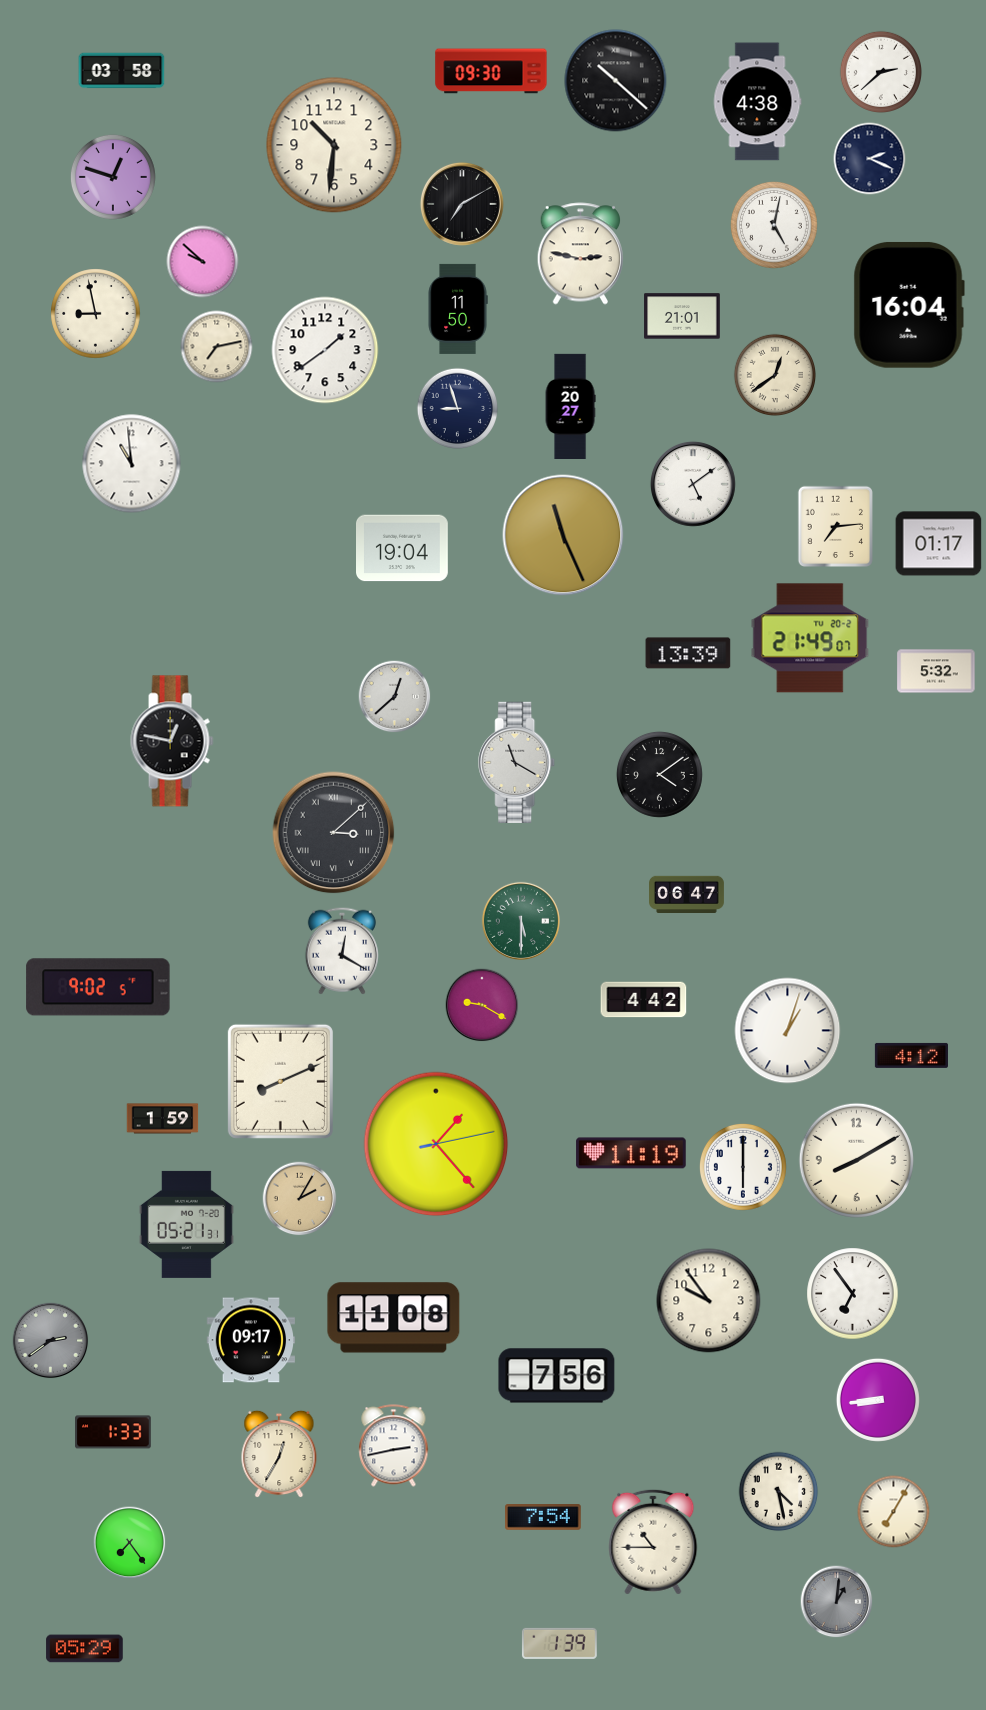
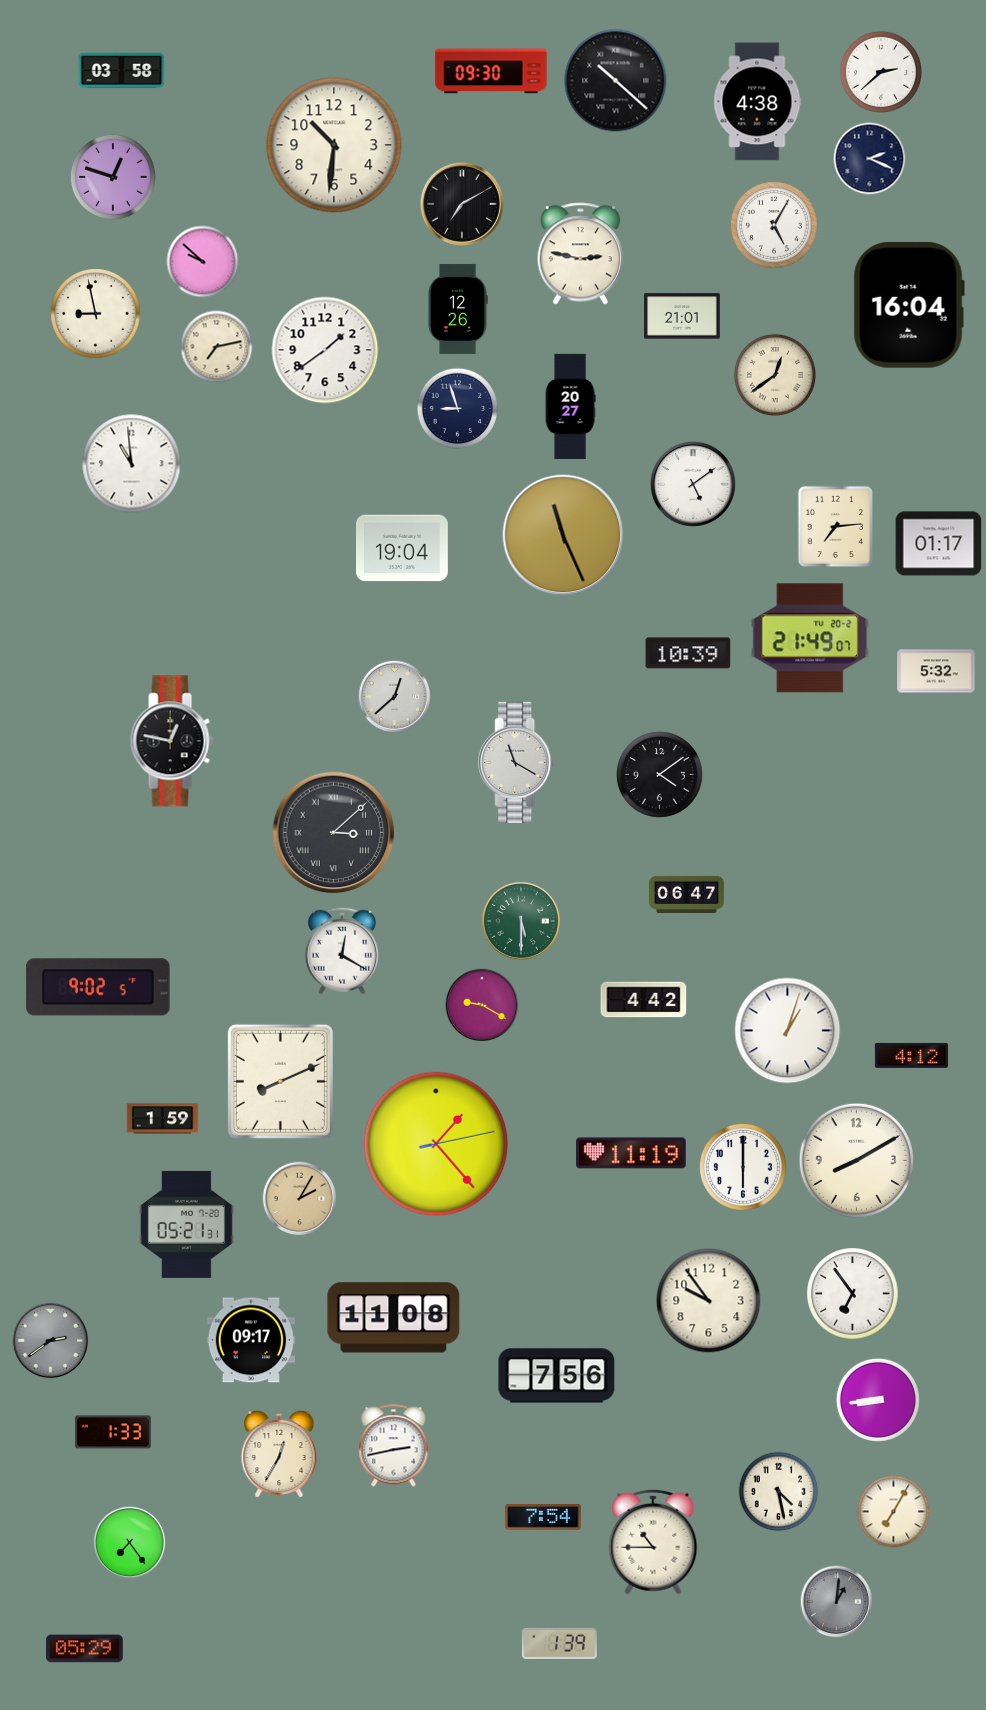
clock at (775, 226): 5:02 -> 5:05
clock at (458, 309): 11:50 -> 12:26
clock at (688, 653): 13:39 -> 10:39
